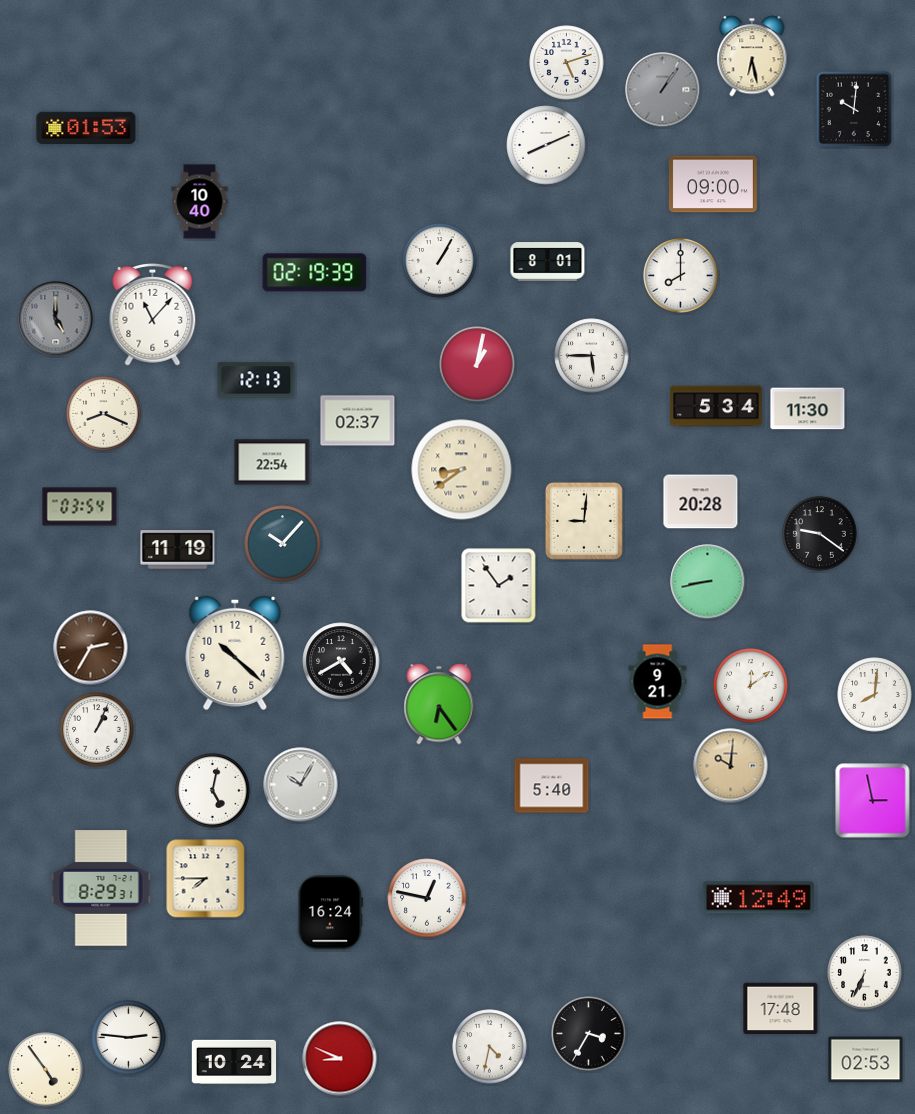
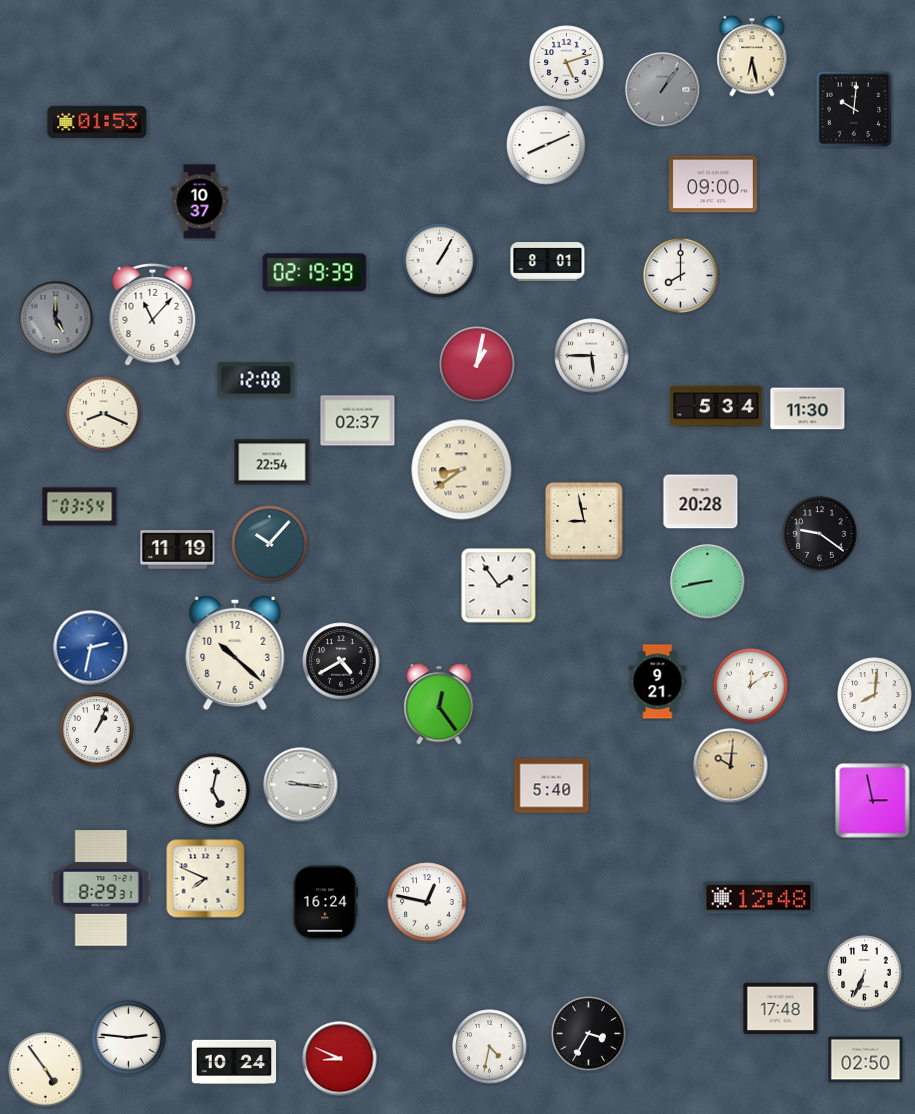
clock at (86, 128) position: (86, 128) -> (97, 122)
clock at (200, 202): 10:40 -> 10:37
clock at (256, 380): 12:13 -> 12:08
clock at (584, 521): 9:01 -> 8:58
clock at (283, 544) position: (283, 544) -> (270, 544)
clock at (91, 648): 2:35 -> 2:32
clock at (91, 648) dial: brown -> blue
clock at (439, 704): 6:24 -> 12:24
clock at (301, 785): 10:05 -> 9:16
clock at (206, 879): 7:45 -> 7:49
clock at (427, 898) position: (427, 898) -> (427, 902)
clock at (758, 898): 12:49 -> 12:48
clock at (331, 913) position: (331, 913) -> (326, 903)
clock at (866, 1060): 02:53 -> 02:50
